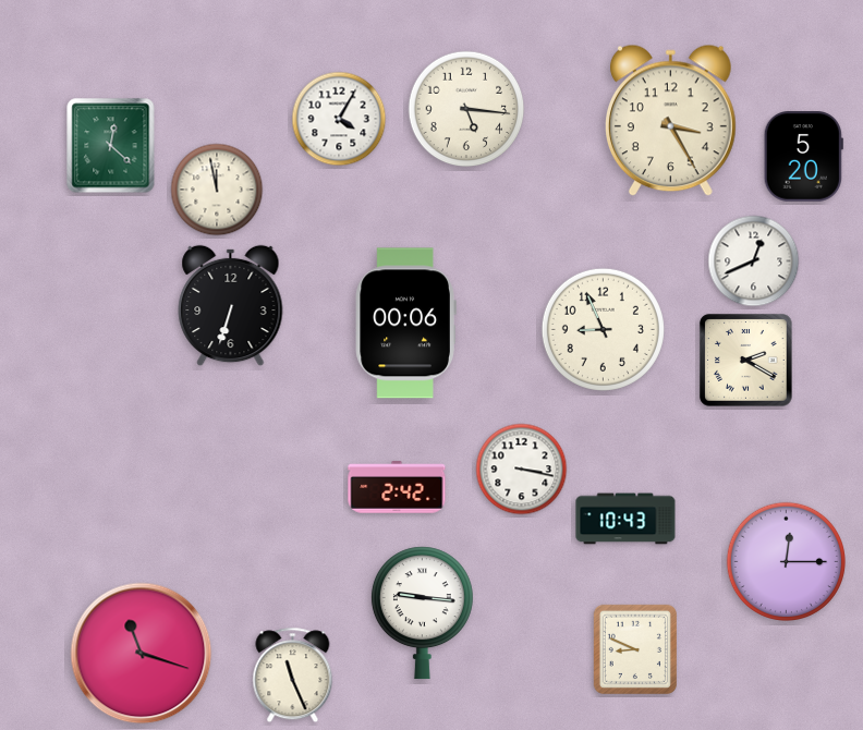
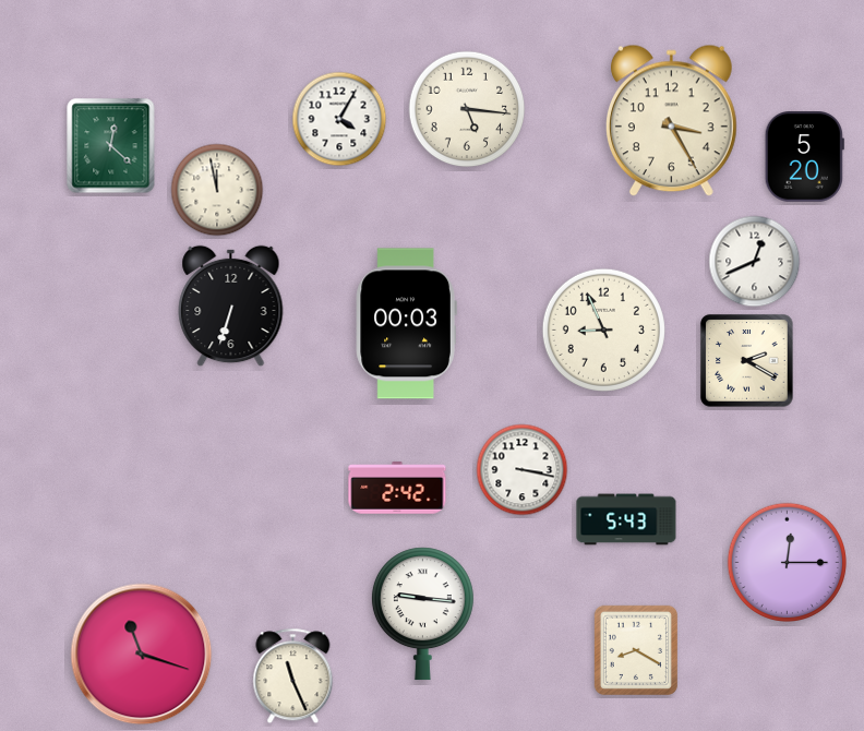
clock at (405, 324): 00:06 -> 00:03
clock at (625, 519): 10:43 -> 5:43
clock at (634, 648): 8:49 -> 8:20
